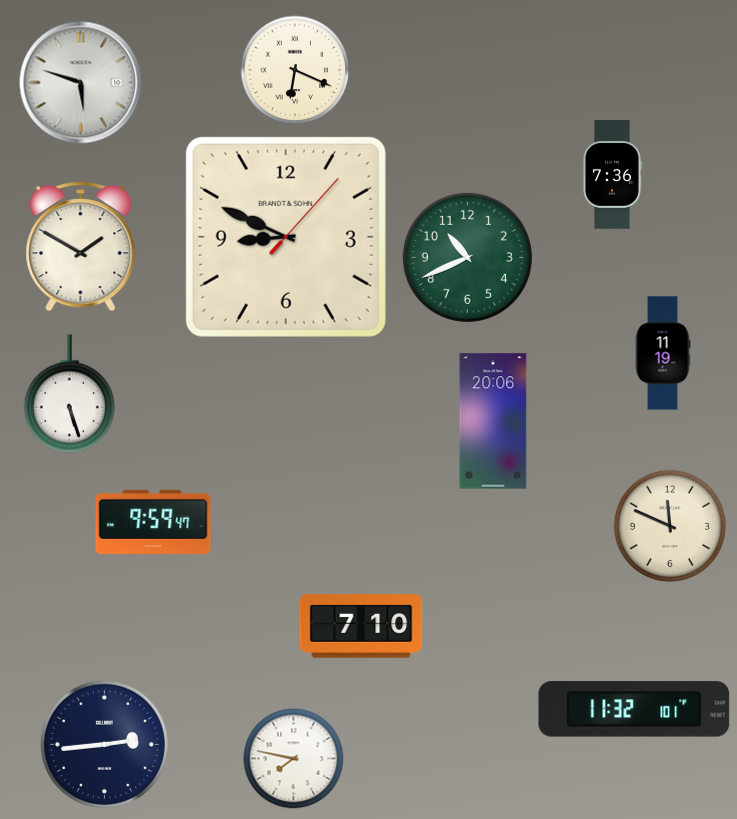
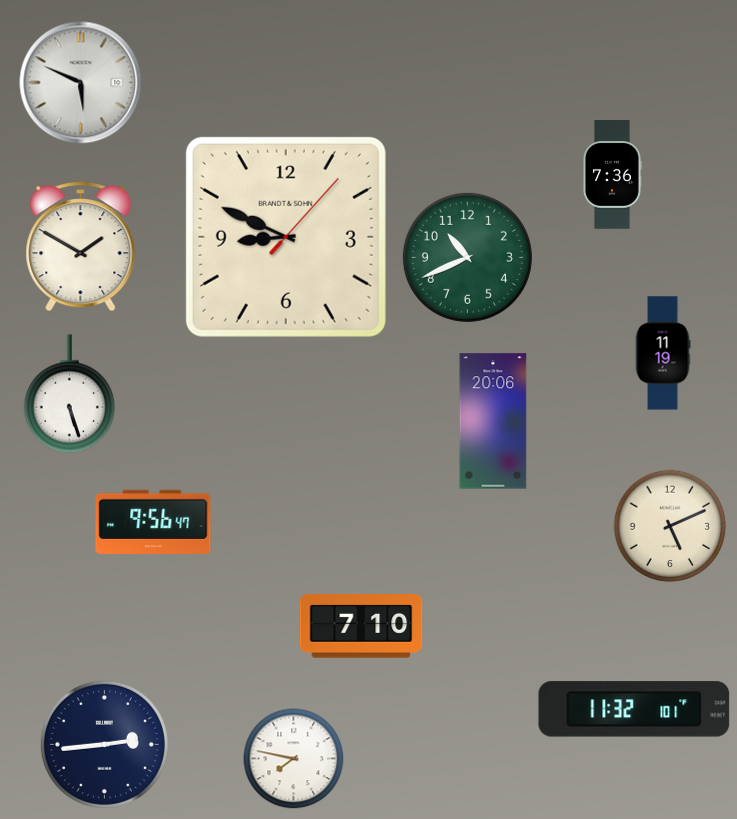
clock at (295, 70): 6:19 -> none
clock at (81, 83): 5:48 -> 5:49
clock at (153, 522): 9:59 -> 9:56
clock at (670, 526): 11:49 -> 5:11
